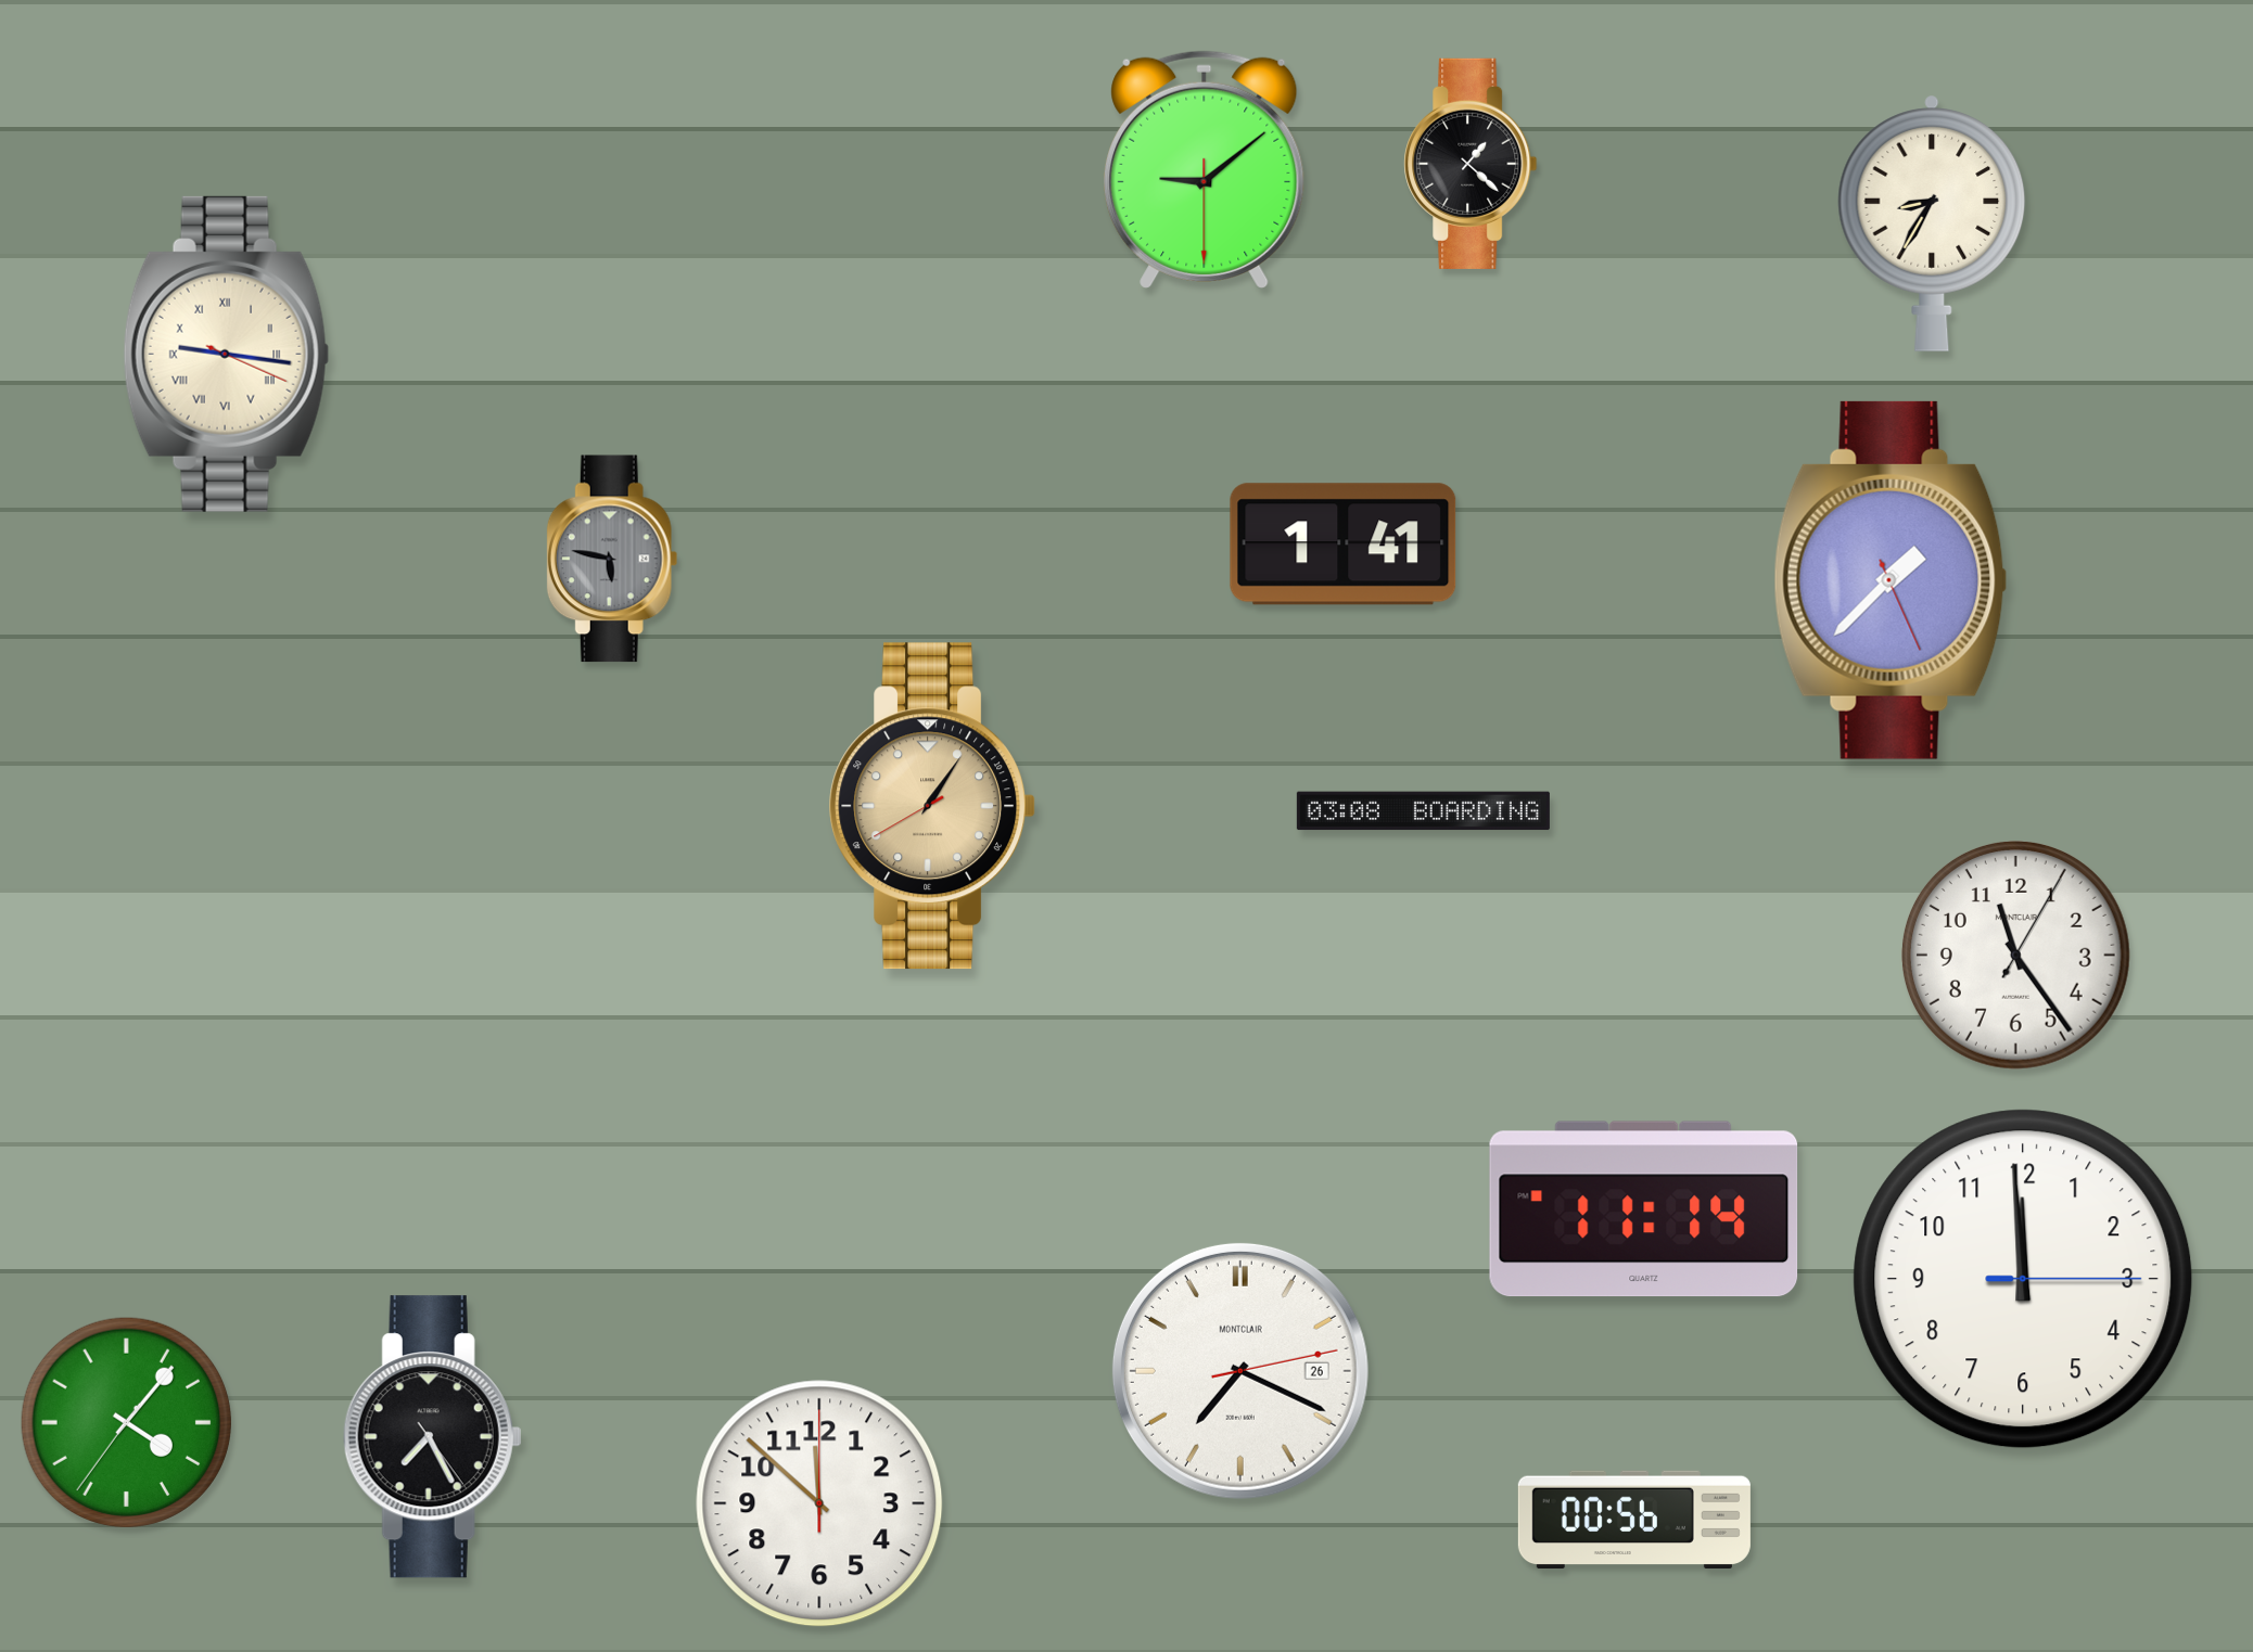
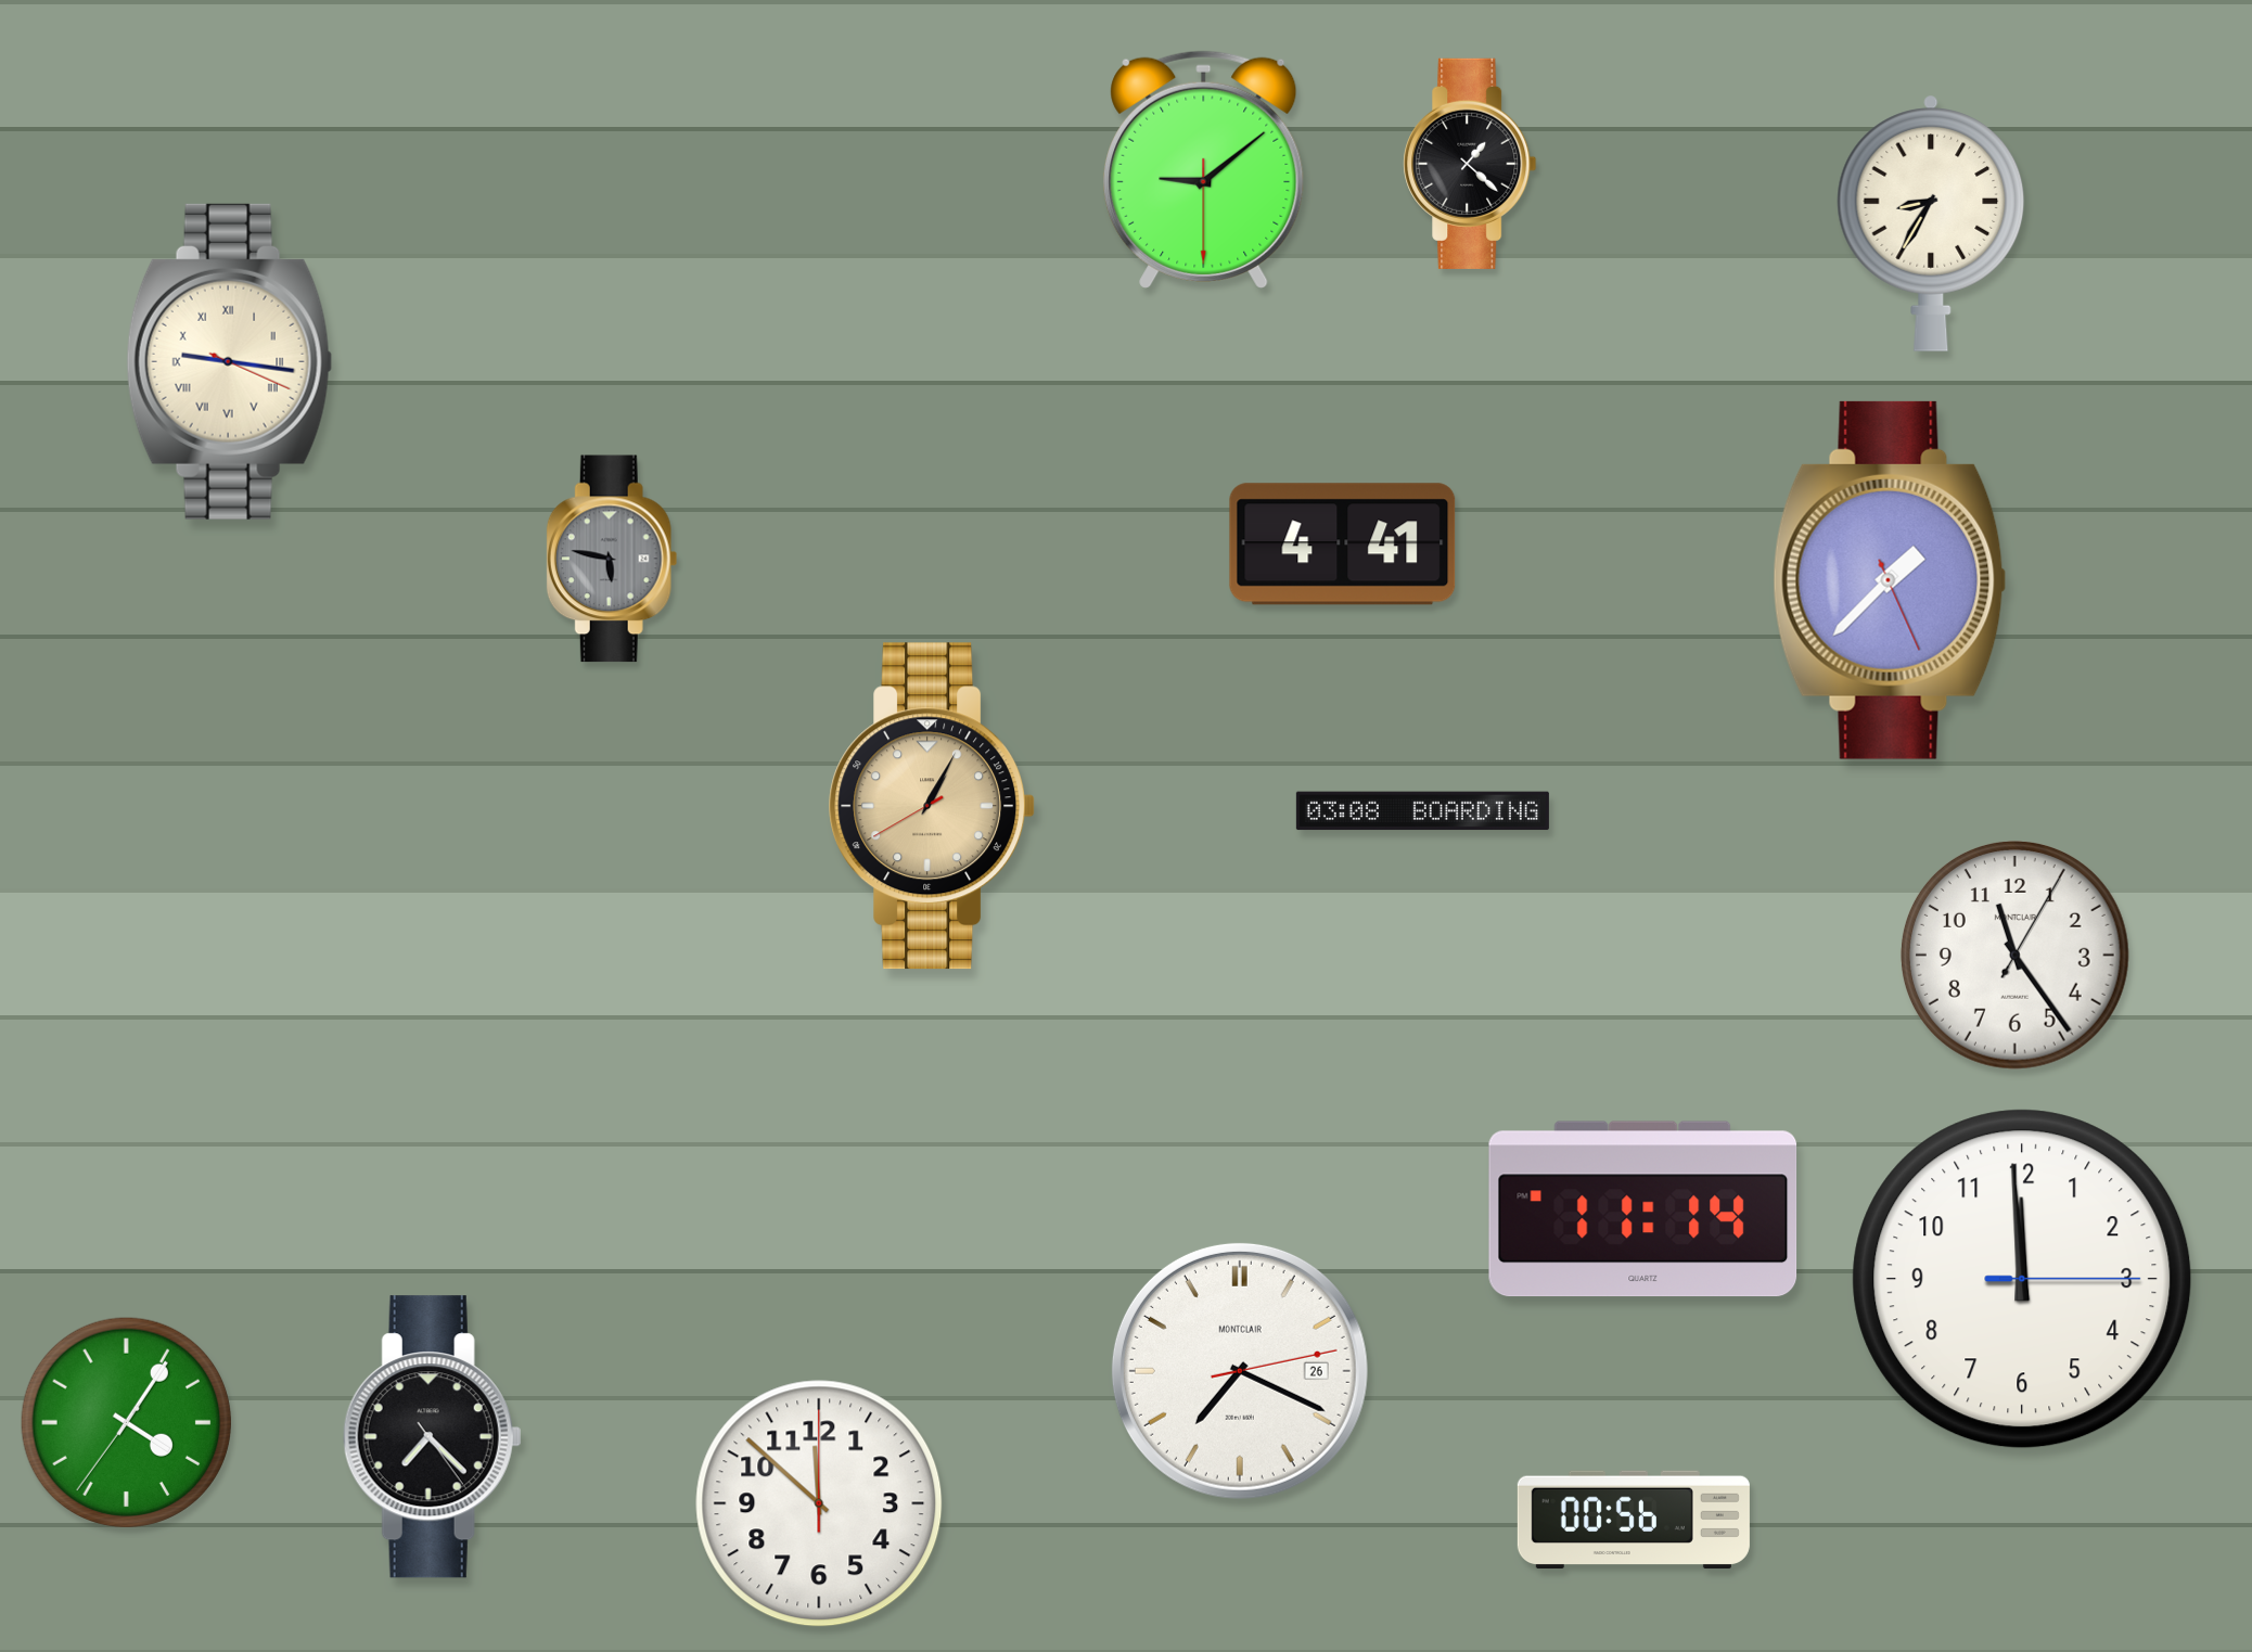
clock at (226, 354) position: (226, 354) -> (229, 361)
clock at (1344, 545): 1:41 -> 4:41
clock at (932, 806): 1:05 -> 1:04
clock at (126, 1422): 4:06 -> 4:05
clock at (432, 1437): 7:25 -> 7:22
